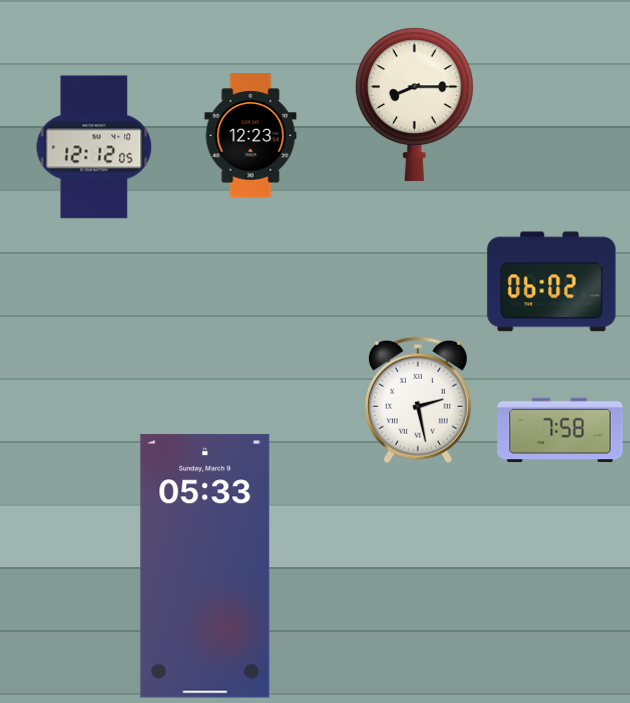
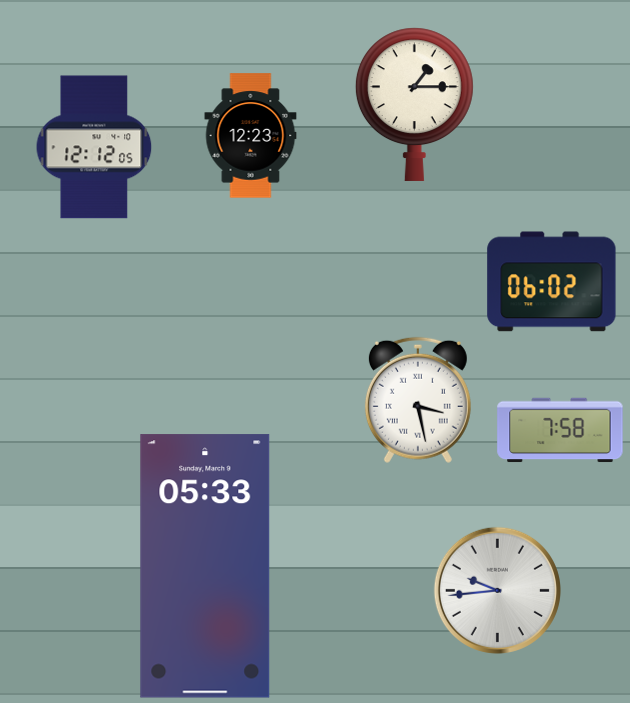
clock at (414, 104): 8:15 -> 1:15
clock at (418, 400): 2:28 -> 3:28
clock at (497, 590): none -> 9:44
